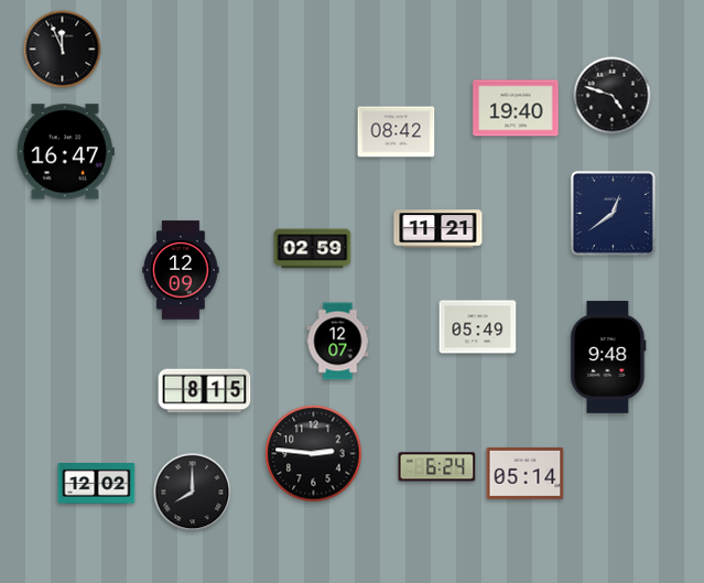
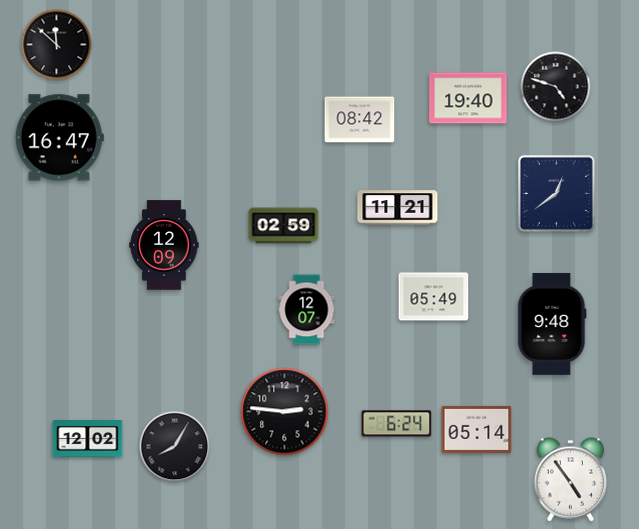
clock at (63, 50): 11:56 -> 11:52
clock at (205, 391): 8:15 -> none
clock at (193, 493): 8:00 -> 8:05
clock at (571, 480): none -> 4:54
